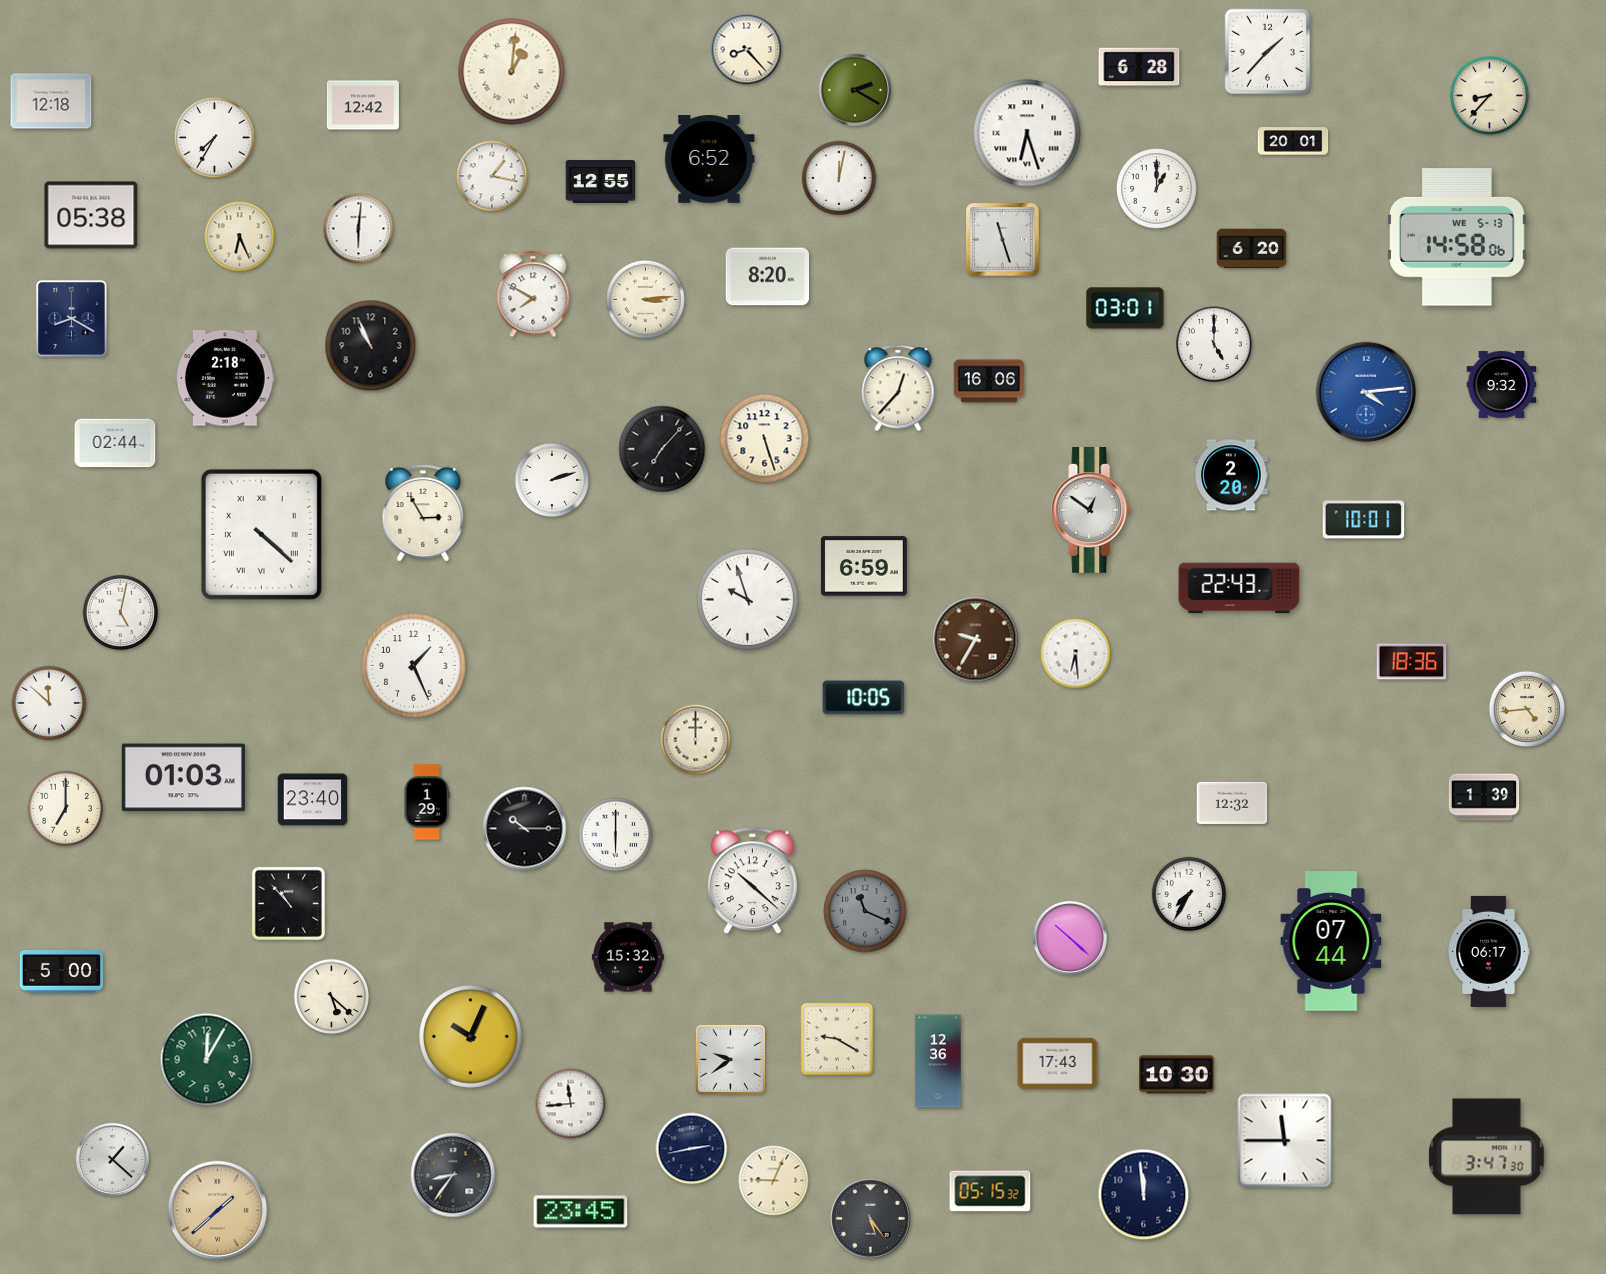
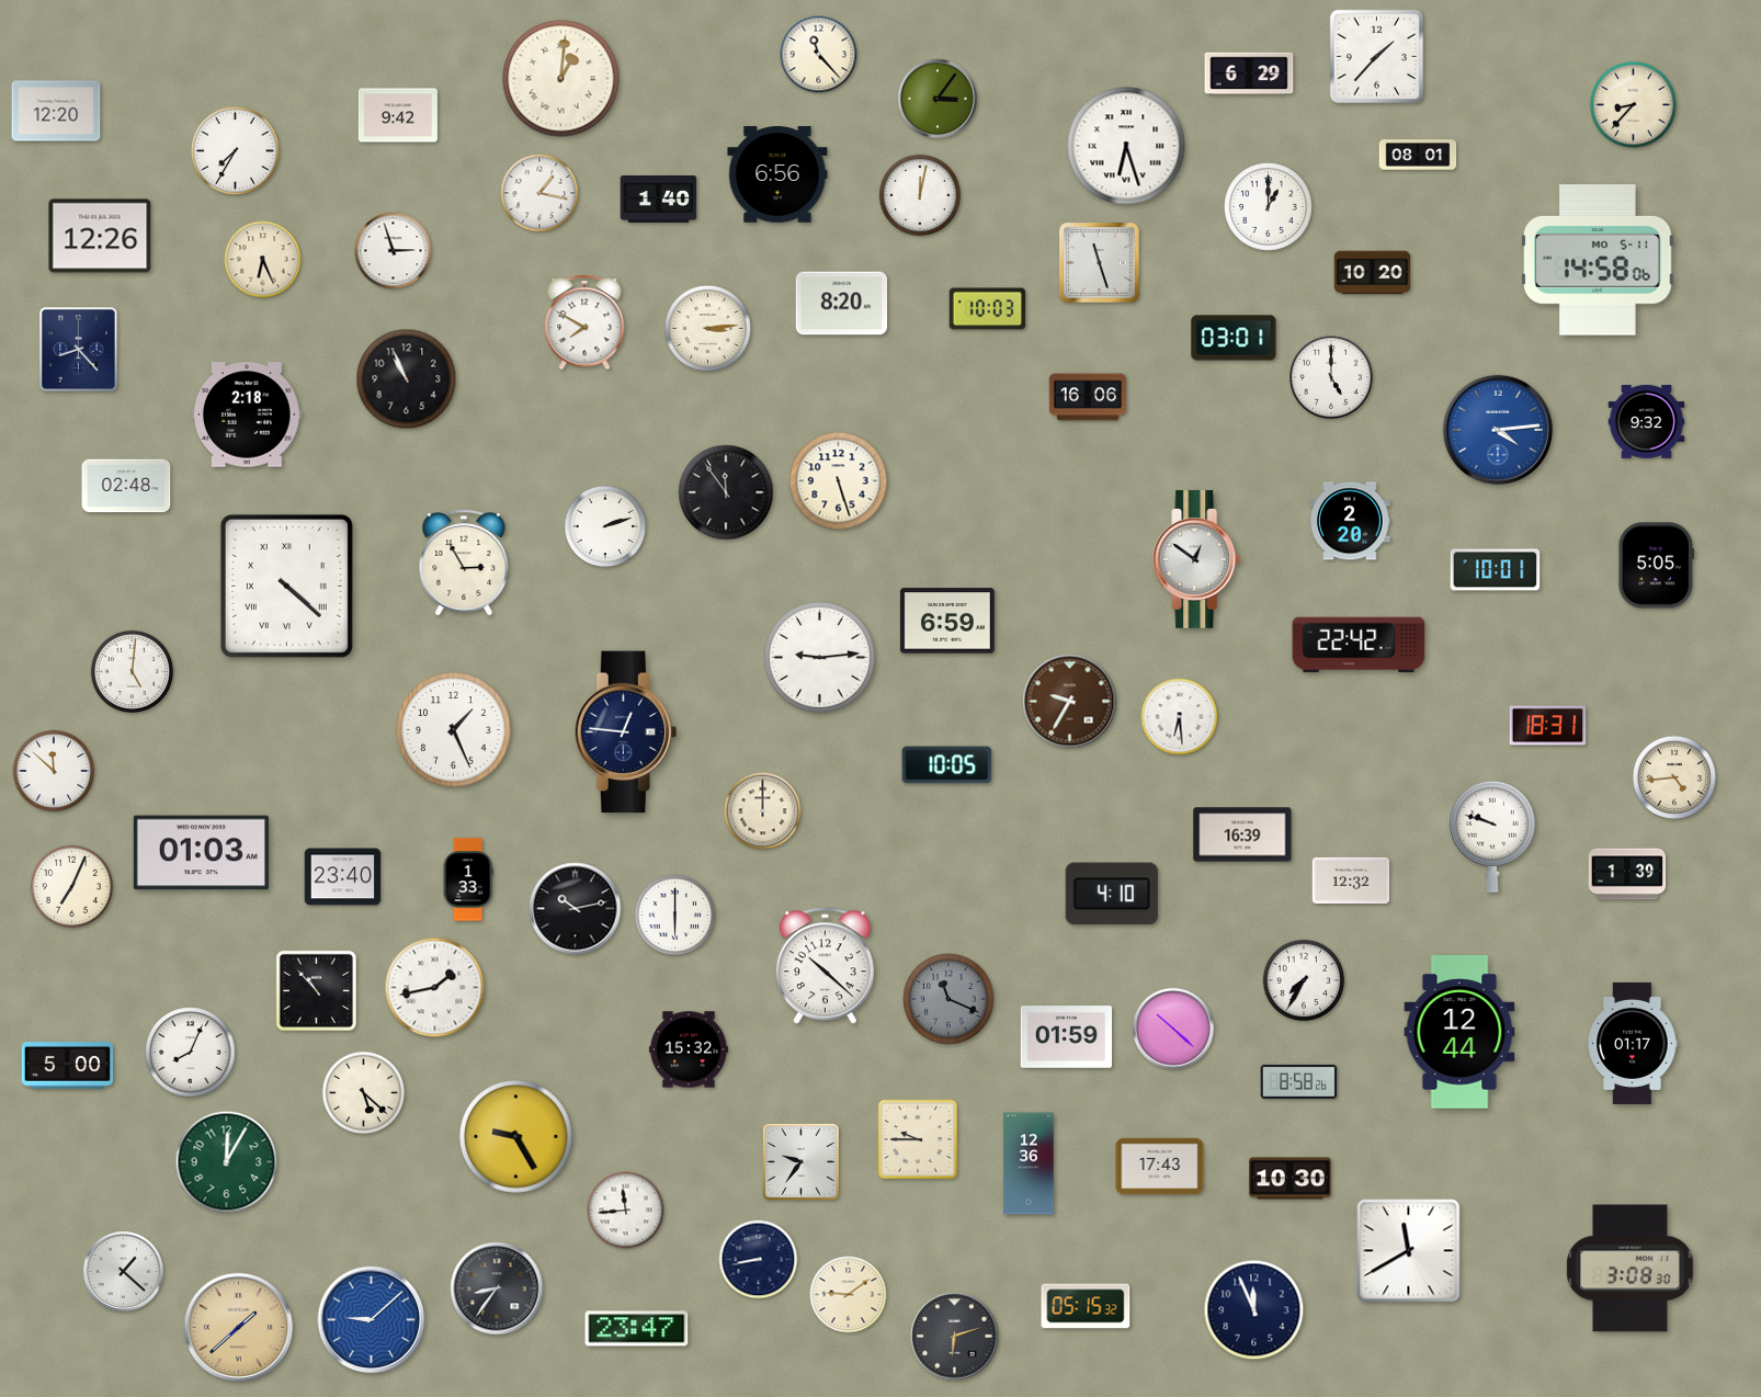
clock at (747, 50): 8:23 -> 11:23
clock at (1268, 52) position: (1268, 52) -> (1377, 57)
clock at (1139, 67): 6:28 -> 6:29
clock at (855, 90): 2:20 -> 3:06
clock at (51, 101): 12:18 -> 12:20
clock at (363, 105): 12:42 -> 9:42
clock at (1293, 141): 20:01 -> 08:01
clock at (709, 159): 6:52 -> 6:56
clock at (601, 182): 12:55 -> 1:40
clock at (91, 215): 05:38 -> 12:26
clock at (359, 229): 6:01 -> 2:57
clock at (1458, 237) date: WE 5-13 -> MO 5-11
clock at (1252, 249): 6:20 -> 10:20
clock at (988, 309): none -> 10:03
clock at (72, 319): 8:20 -> 8:23
clock at (989, 381) position: (989, 381) -> (1088, 397)
clock at (898, 388): 12:37 -> none
clock at (115, 443): 02:44 -> 02:48
clock at (662, 449): 7:07 -> 11:54
clock at (1657, 566): none -> 5:05
clock at (1239, 588): 22:43 -> 22:42
clock at (747, 599): 9:57 -> 9:14
clock at (121, 613): 5:02 -> 5:01
clock at (1412, 662): 18:36 -> 18:31
clock at (625, 732): none -> 12:46
clock at (1242, 834): none -> 16:39
clock at (1492, 837): none -> 9:48
clock at (427, 802): 1:29 -> 1:33
clock at (66, 809): 7:00 -> 7:04
clock at (1112, 894): none -> 4:10
clock at (525, 829): 10:15 -> 10:13
clock at (435, 988): none -> 1:43
clock at (1331, 941): 07:44 -> 12:44
clock at (1067, 1037): none -> 01:59
clock at (1489, 951): 06:17 -> 01:17
clock at (191, 1053): none -> 8:04
clock at (1299, 1081): none -> 8:58
clock at (471, 1037): 10:04 -> 9:25
clock at (837, 1039): 9:20 -> 9:45
clock at (730, 1059): 9:39 -> 9:36
clock at (1285, 1141): 11:45 -> 11:40
clock at (692, 1149): 2:43 -> 8:43
clock at (1487, 1157): 3:47 -> 3:08
clock at (774, 1181): 9:04 -> 9:09
clock at (1144, 1195): 11:59 -> 11:56
clock at (372, 1320): none -> 9:08
clock at (581, 1212): 23:45 -> 23:47
clock at (871, 1219): 5:24 -> 6:12
